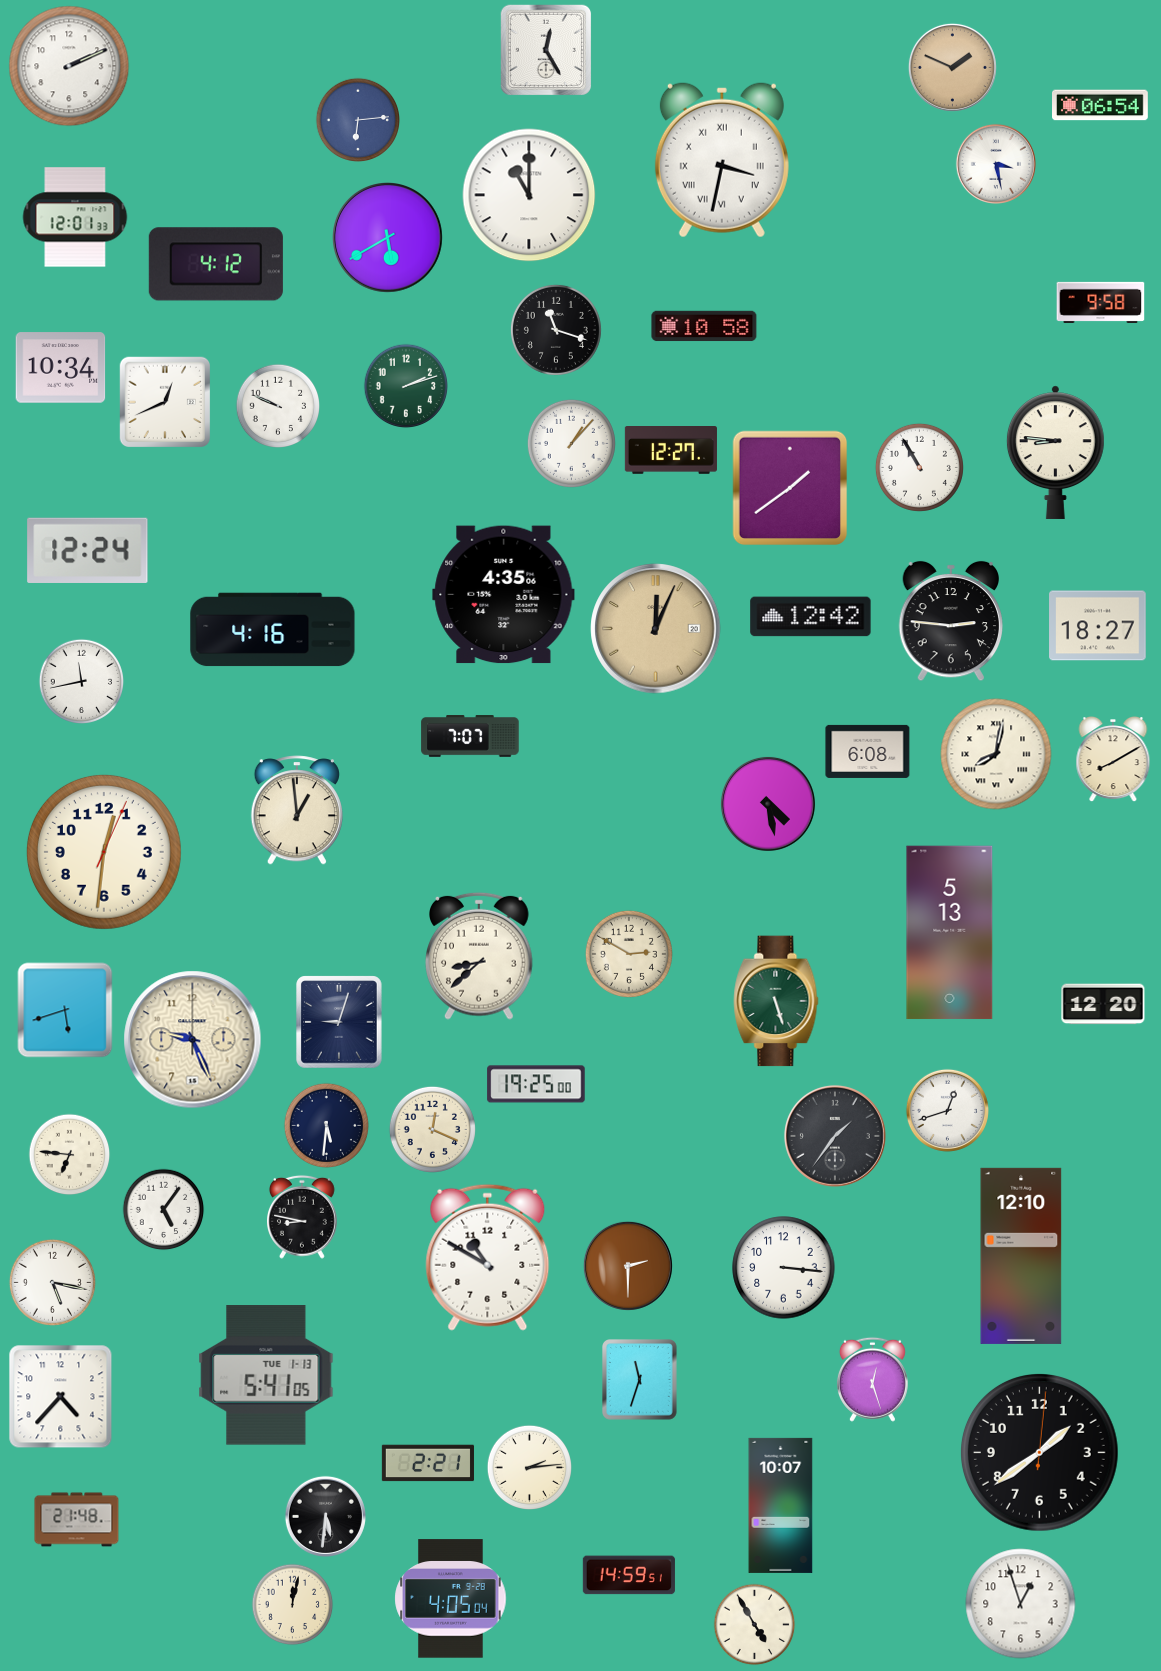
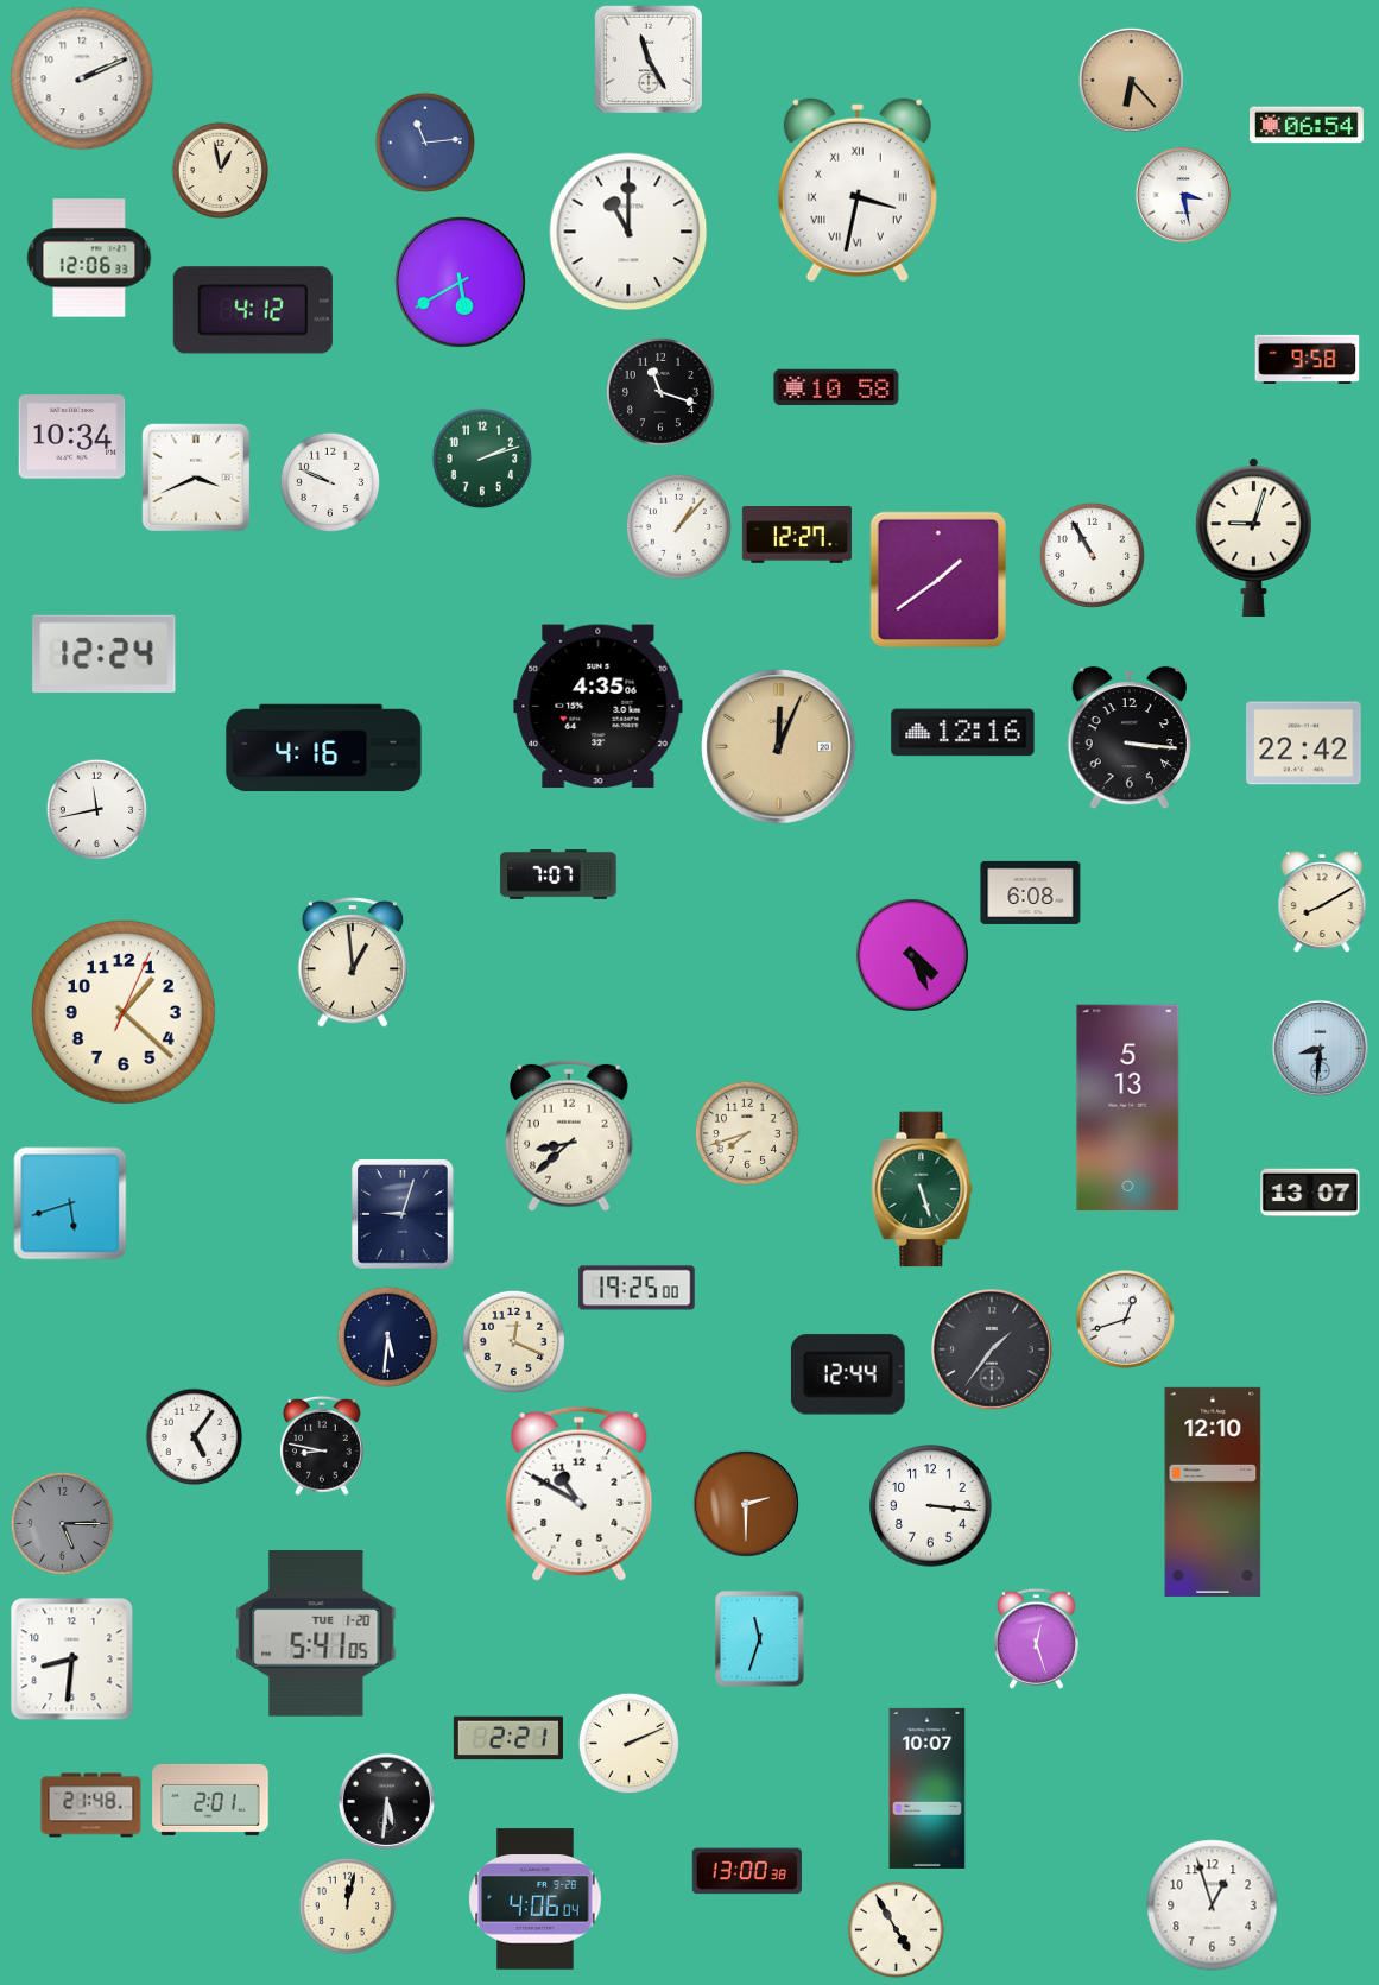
clock at (545, 49): 12:25 -> 11:25
clock at (952, 67): 1:49 -> 6:23
clock at (357, 119): 6:14 -> 11:14
clock at (221, 171): none -> 12:58
clock at (75, 217): 12:01 -> 12:06
clock at (216, 264) position: (216, 264) -> (253, 310)
clock at (164, 401): 12:41 -> 3:41
clock at (1055, 452): 8:46 -> 9:03
clock at (811, 617): 12:42 -> 12:16
clock at (951, 621): 2:46 -> 3:16
clock at (1098, 626): 18:27 -> 22:42
clock at (996, 754): 8:02 -> none
clock at (768, 804): 4:28 -> 4:26
clock at (104, 852): 12:31 -> 1:22
clock at (1320, 1048): none -> 8:31
clock at (629, 954): 2:50 -> 7:42
clock at (1103, 1004): 12:20 -> 13:07
clock at (65, 1010) position: (65, 1010) -> (70, 1203)
clock at (193, 1040): 9:26 -> none
clock at (70, 1155): 6:46 -> none
clock at (848, 1374): none -> 12:44
clock at (303, 1217) position: (303, 1217) -> (323, 1446)
clock at (52, 1282): 5:17 -> 5:15
clock at (52, 1282) dial: white -> grey
clock at (266, 1375) date: TUE 1-13 -> TUE 1-20
clock at (61, 1397): 4:37 -> 8:31
clock at (1040, 1453): 1:39 -> none
clock at (529, 1467): 2:14 -> 2:11
clock at (210, 1800): none -> 2:01
clock at (629, 1575): 14:59 -> 13:00
clock at (451, 1599): 4:05 -> 4:06
